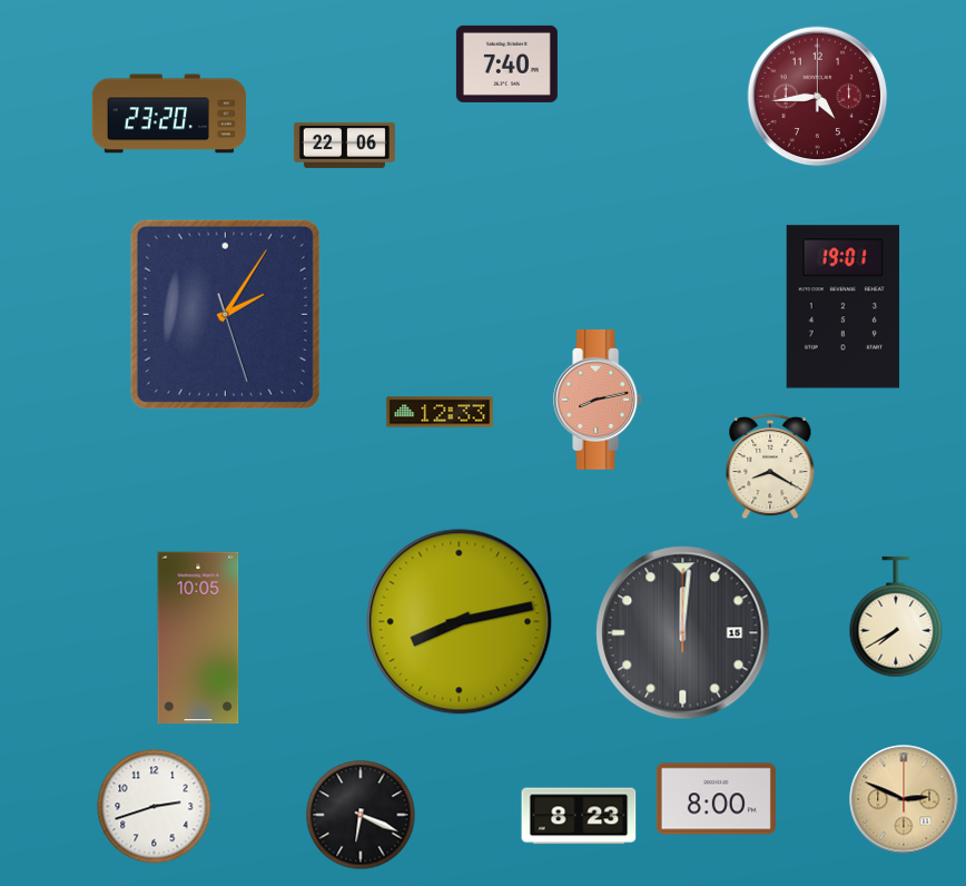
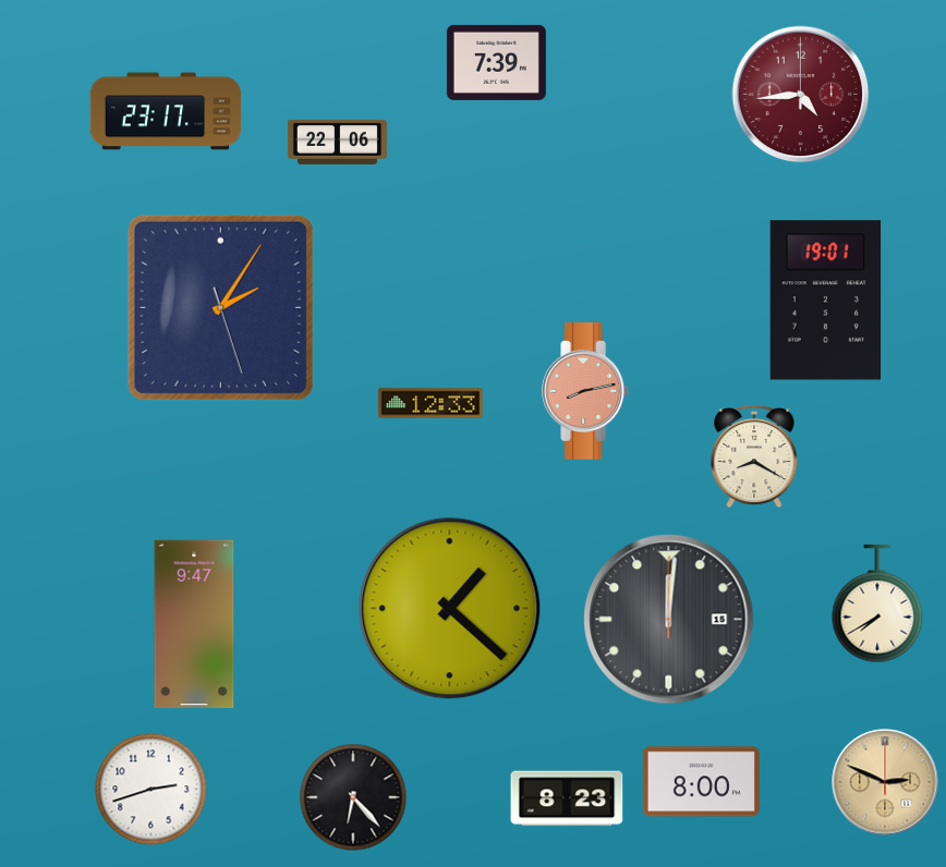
clock at (506, 63): 7:40 -> 7:39
clock at (169, 114): 23:20 -> 23:17
clock at (460, 622): 8:13 -> 1:22
clock at (198, 638): 10:05 -> 9:47
clock at (361, 815): 6:19 -> 6:23
